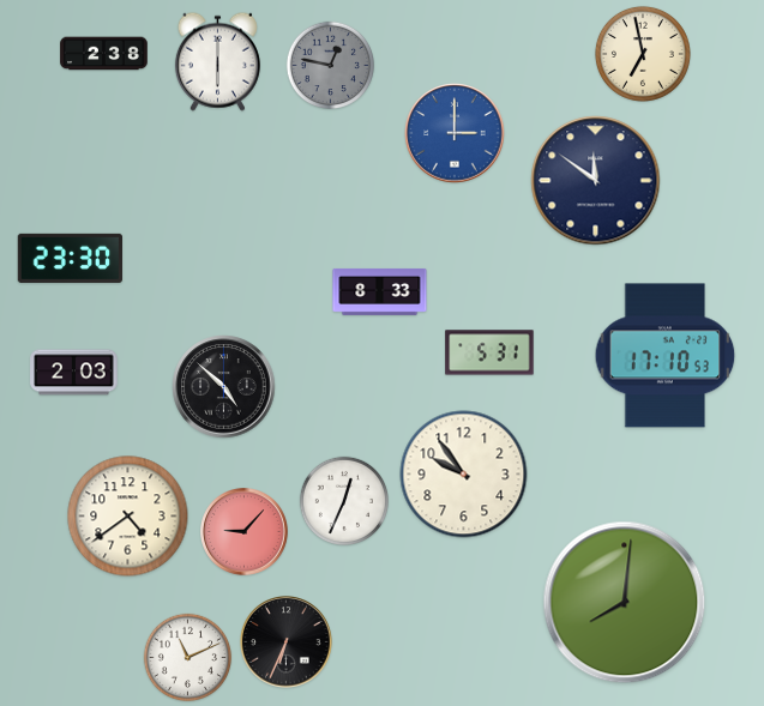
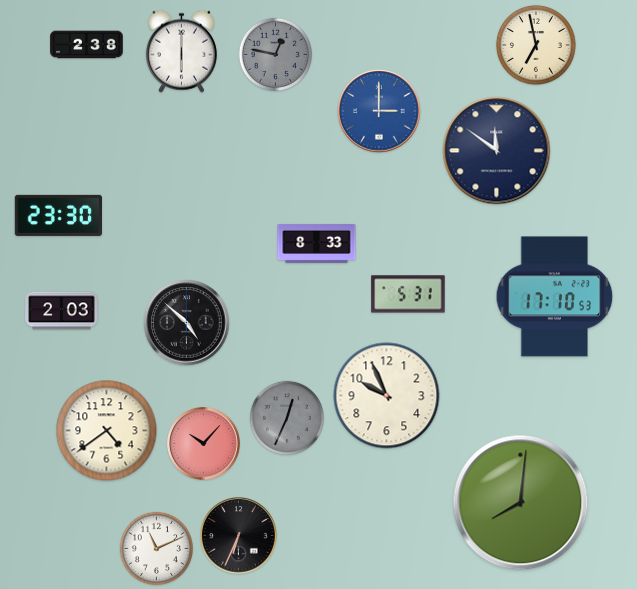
clock at (464, 475): 9:54 -> 9:56
clock at (343, 500) dial: white -> grey
clock at (245, 532): 9:07 -> 10:07
